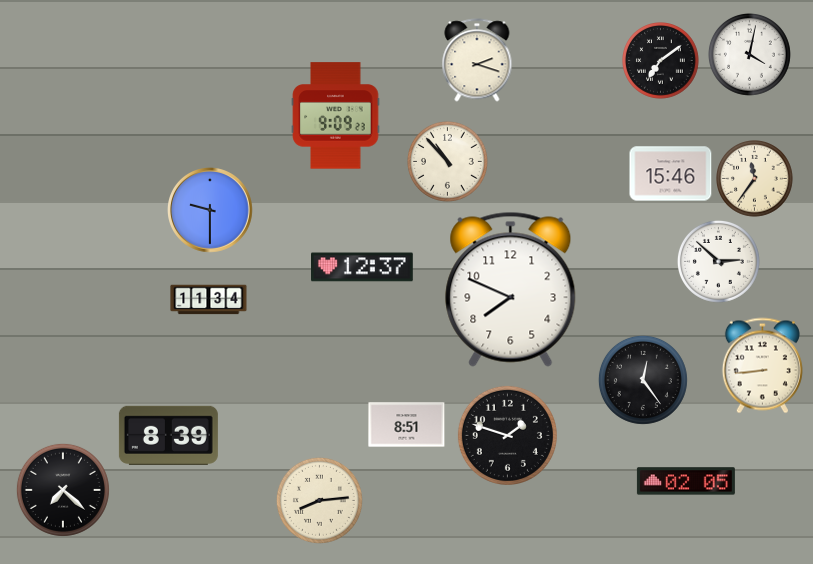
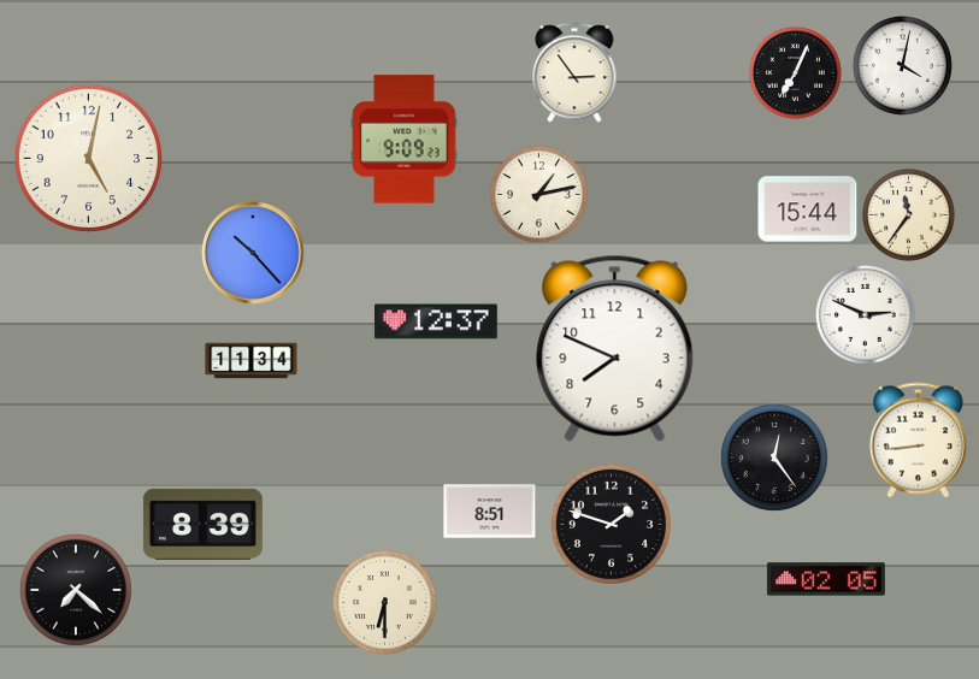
clock at (477, 60): 2:18 -> 2:54
clock at (661, 61): 7:09 -> 7:04
clock at (89, 159): none -> 5:02
clock at (448, 162): 10:53 -> 1:13
clock at (671, 174): 15:46 -> 15:44
clock at (211, 211): 9:30 -> 10:23
clock at (718, 261): 2:52 -> 2:49
clock at (319, 500): 8:14 -> 6:30
